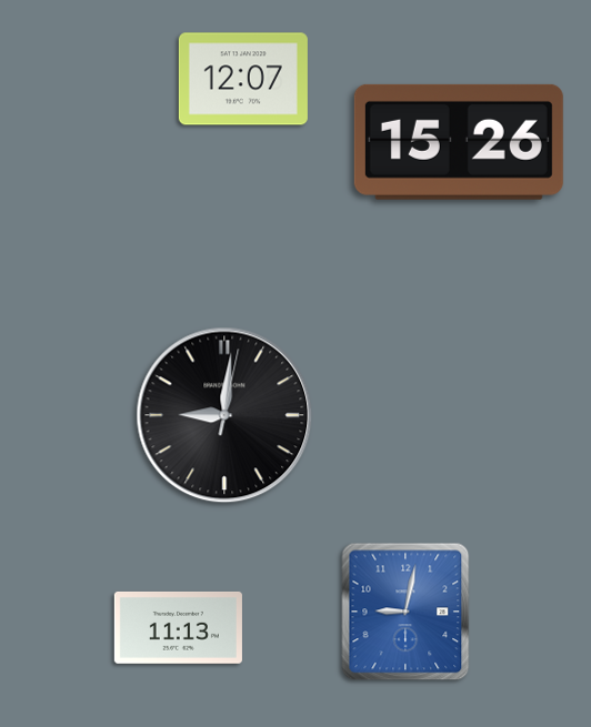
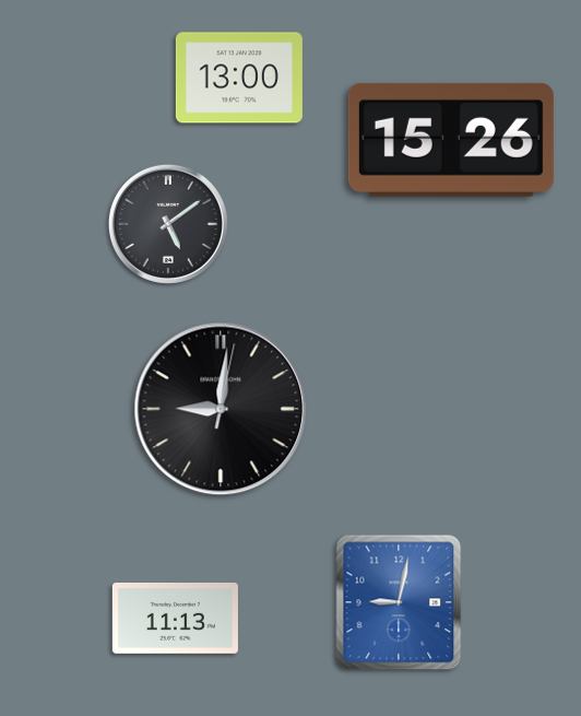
clock at (243, 79): 12:07 -> 13:00
clock at (168, 224): none -> 5:09
